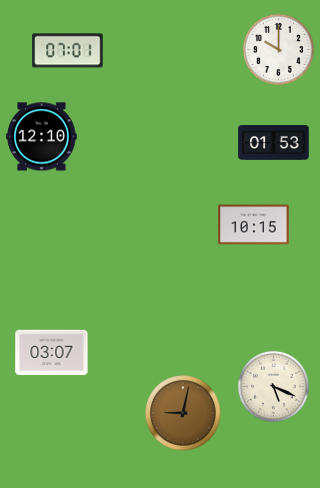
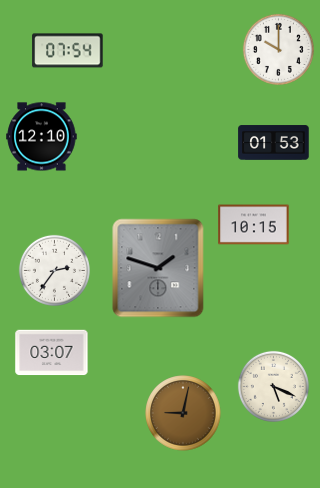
clock at (68, 51): 07:01 -> 07:54
clock at (158, 268): none -> 1:48
clock at (54, 270): none -> 2:36
